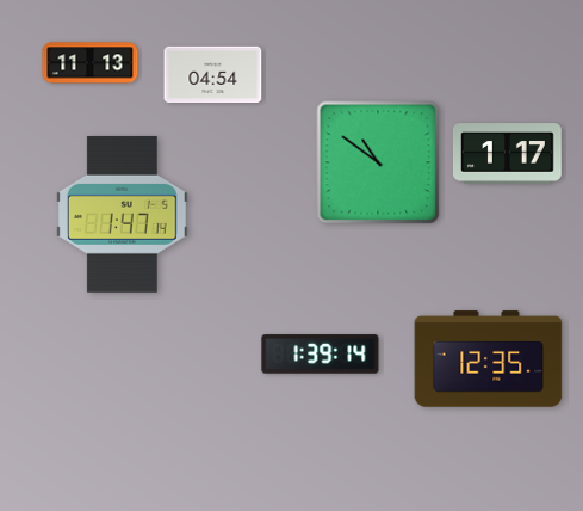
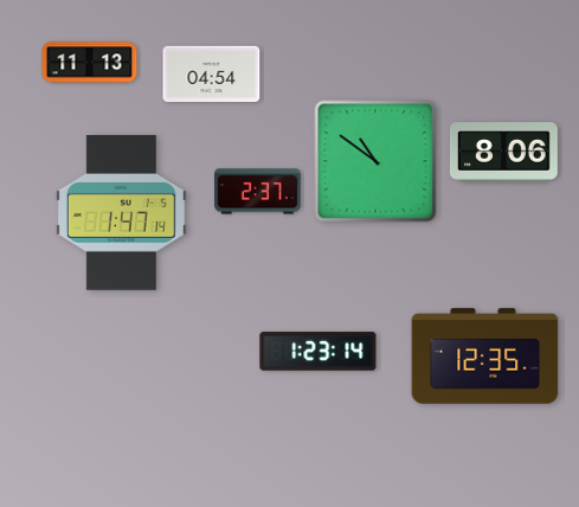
clock at (507, 154): 1:17 -> 8:06
clock at (258, 192): none -> 2:37
clock at (321, 355): 1:39 -> 1:23
